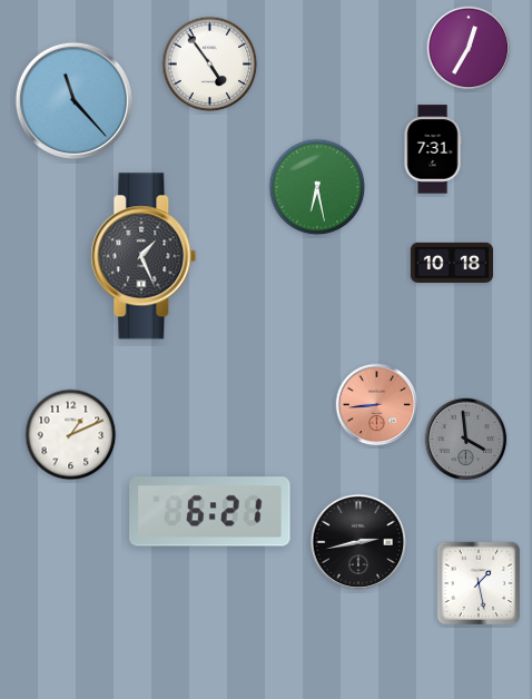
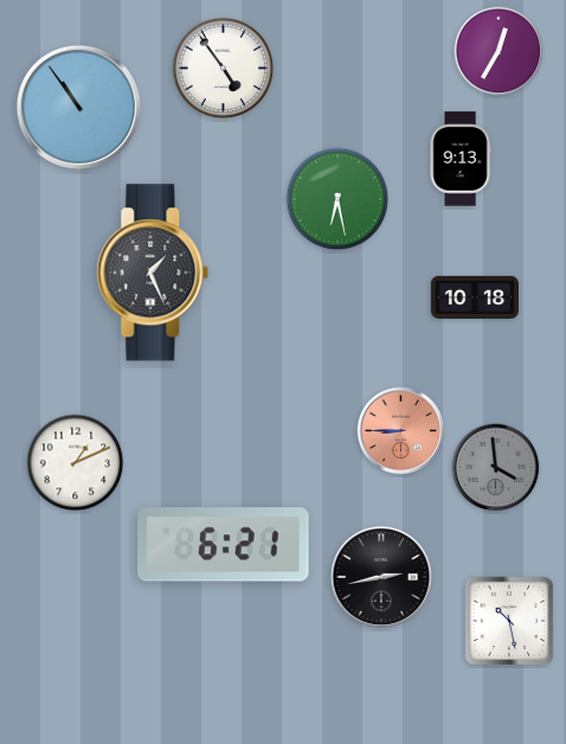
clock at (73, 100): 11:23 -> 10:54
clock at (433, 149): 7:31 -> 9:13
clock at (452, 263) position: (452, 263) -> (475, 297)
clock at (377, 405): 8:44 -> 8:45
clock at (479, 583): 1:28 -> 10:28
